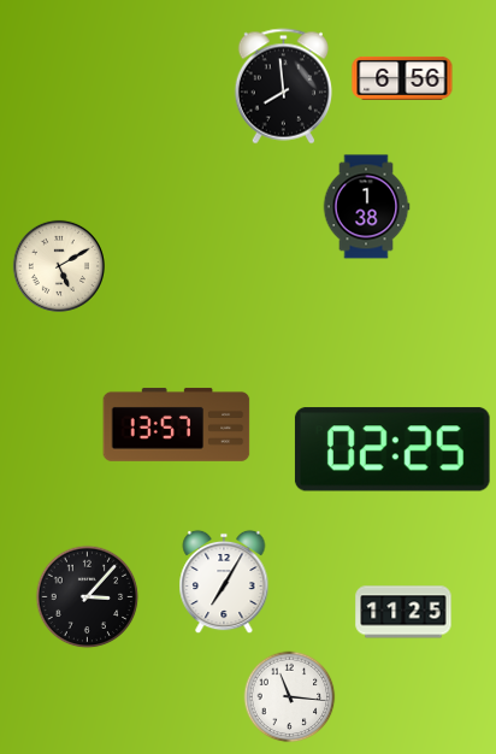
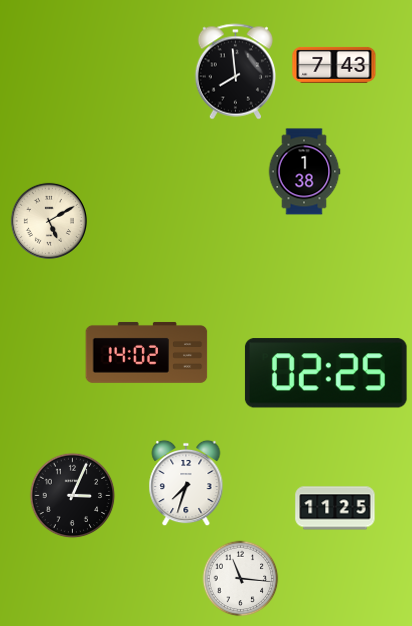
clock at (402, 78): 6:56 -> 7:43
clock at (177, 425): 13:57 -> 14:02
clock at (224, 582): 7:05 -> 7:33
clock at (88, 597): 3:07 -> 3:04
